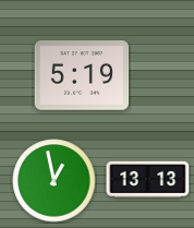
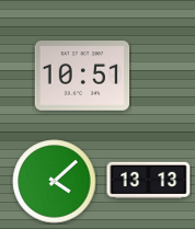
clock at (82, 75): 5:19 -> 10:51
clock at (54, 181): 12:58 -> 4:08
